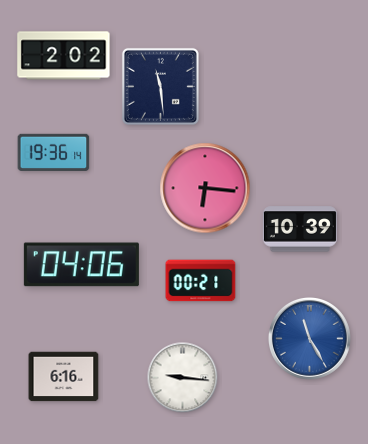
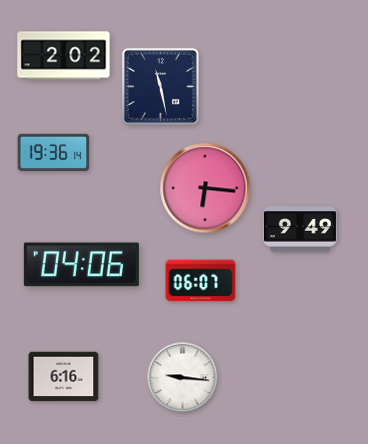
clock at (160, 86): 11:29 -> 11:28
clock at (300, 229): 10:39 -> 9:49
clock at (201, 281): 00:21 -> 06:07
clock at (309, 338): 11:25 -> none
